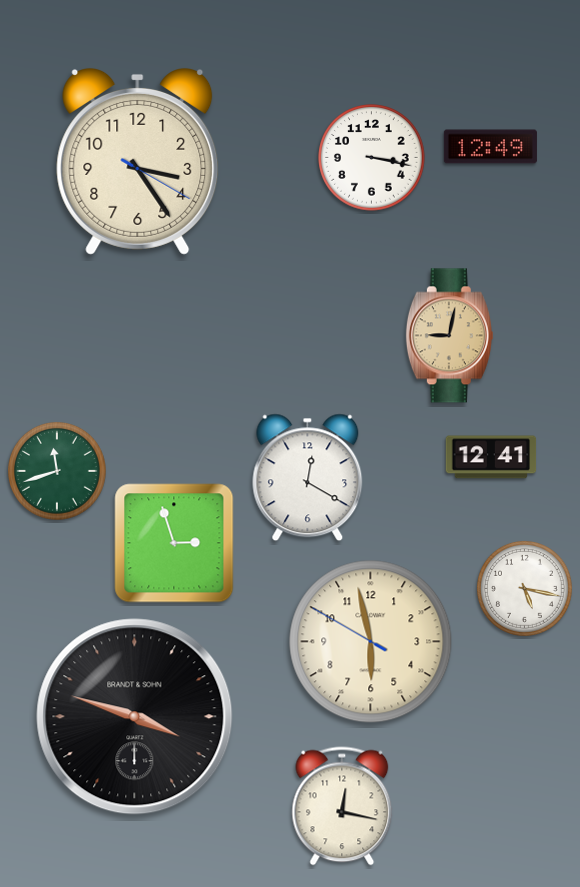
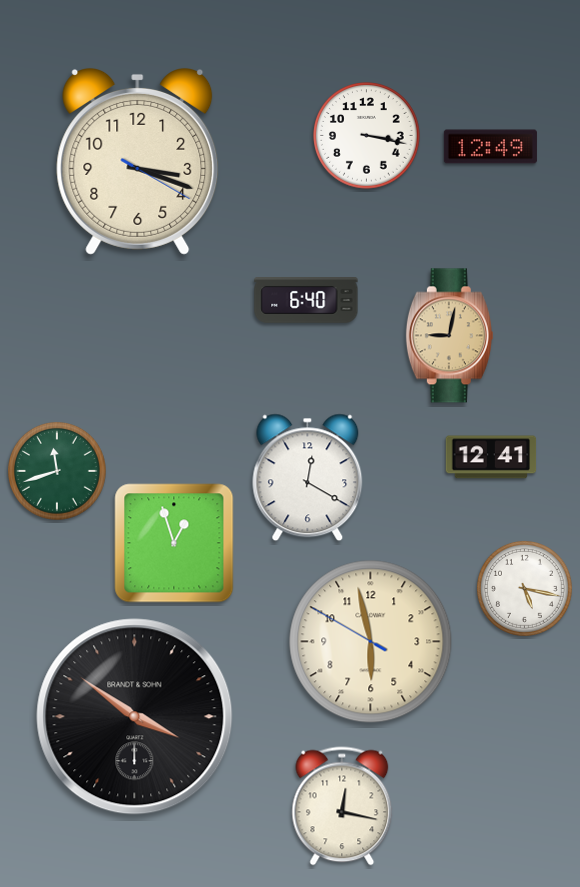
clock at (372, 158) position: (372, 158) -> (367, 136)
clock at (138, 161): 3:24 -> 3:18
clock at (306, 301): none -> 6:40
clock at (174, 543): 2:57 -> 12:57
clock at (135, 717): 3:48 -> 3:51
